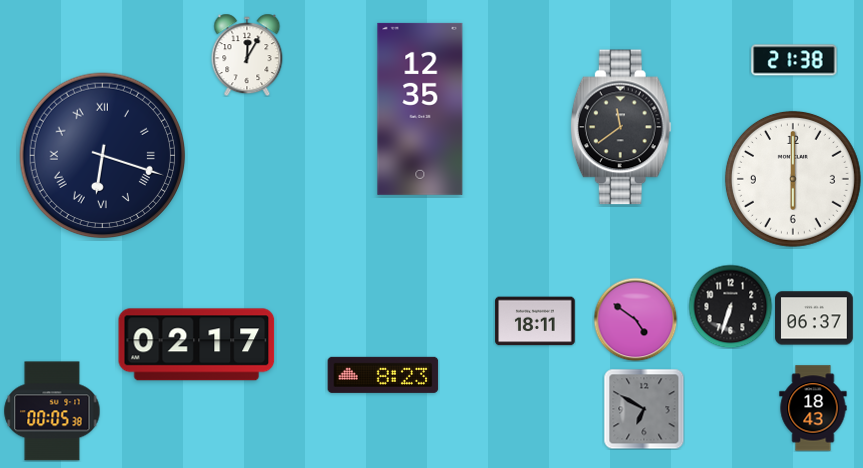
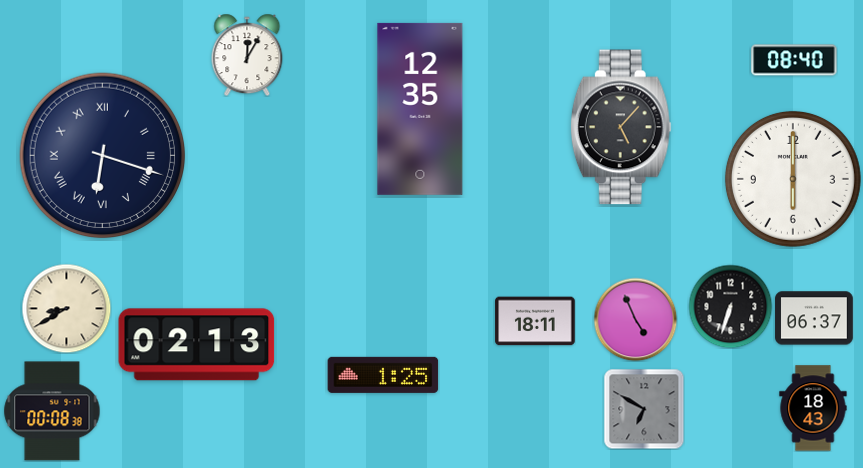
clock at (794, 60): 21:38 -> 08:40
clock at (621, 127): 11:39 -> 5:07
clock at (66, 308): none -> 8:40
clock at (635, 319): 4:51 -> 4:56
clock at (197, 345): 02:17 -> 02:13
clock at (383, 375): 8:23 -> 1:25
clock at (52, 411): 00:05 -> 00:08
